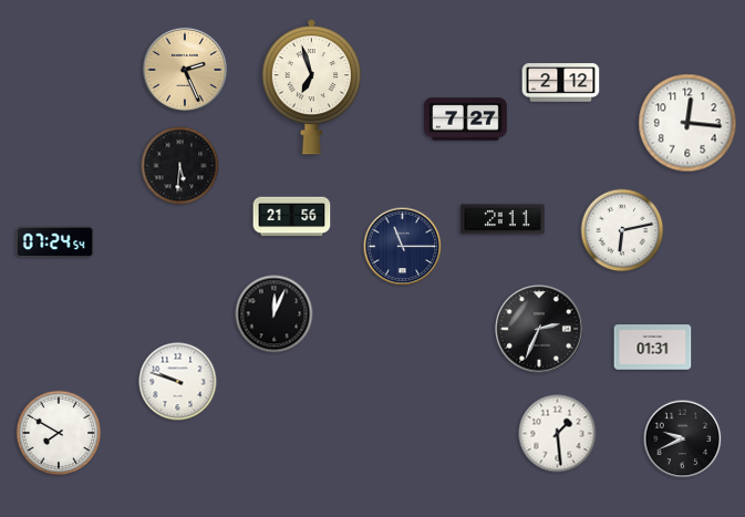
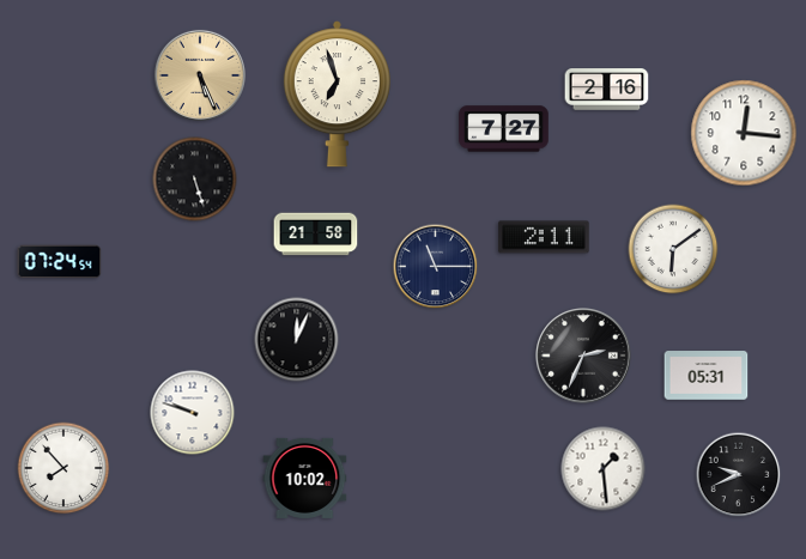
clock at (185, 70): 2:26 -> 5:26
clock at (561, 83): 2:12 -> 2:16
clock at (180, 166): 5:31 -> 5:27
clock at (292, 217): 21:56 -> 21:58
clock at (622, 230): 6:13 -> 6:09
clock at (653, 348): 01:31 -> 05:31
clock at (59, 433): 7:50 -> 7:53
clock at (305, 478): none -> 10:02
